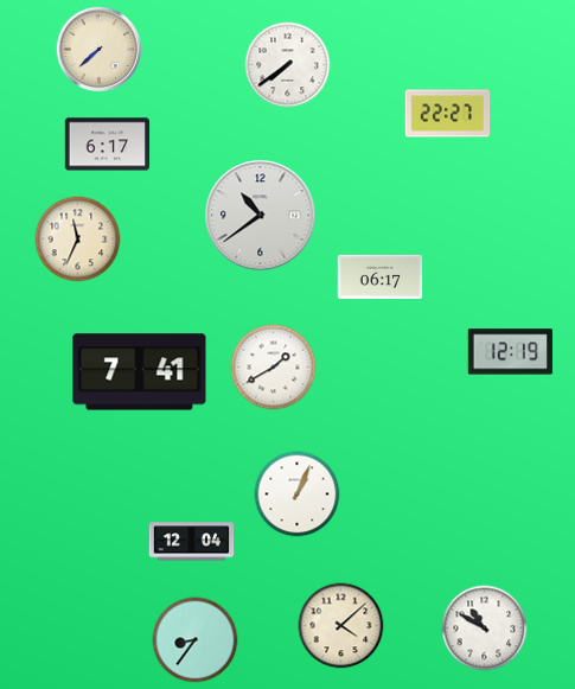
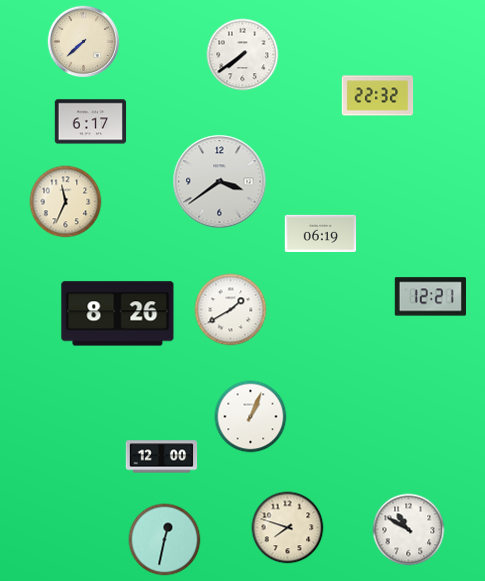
clock at (448, 114): 22:27 -> 22:32
clock at (261, 216): 10:39 -> 3:39
clock at (381, 276): 06:17 -> 06:19
clock at (510, 352): 12:19 -> 12:21
clock at (140, 372): 7:41 -> 8:26
clock at (192, 542): 12:04 -> 12:00
clock at (341, 626): 4:08 -> 7:48
clock at (196, 640): 8:36 -> 12:32
